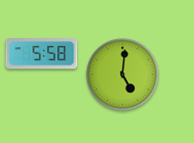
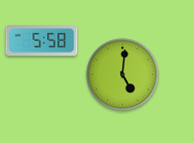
clock at (42, 54) position: (42, 54) -> (42, 41)
